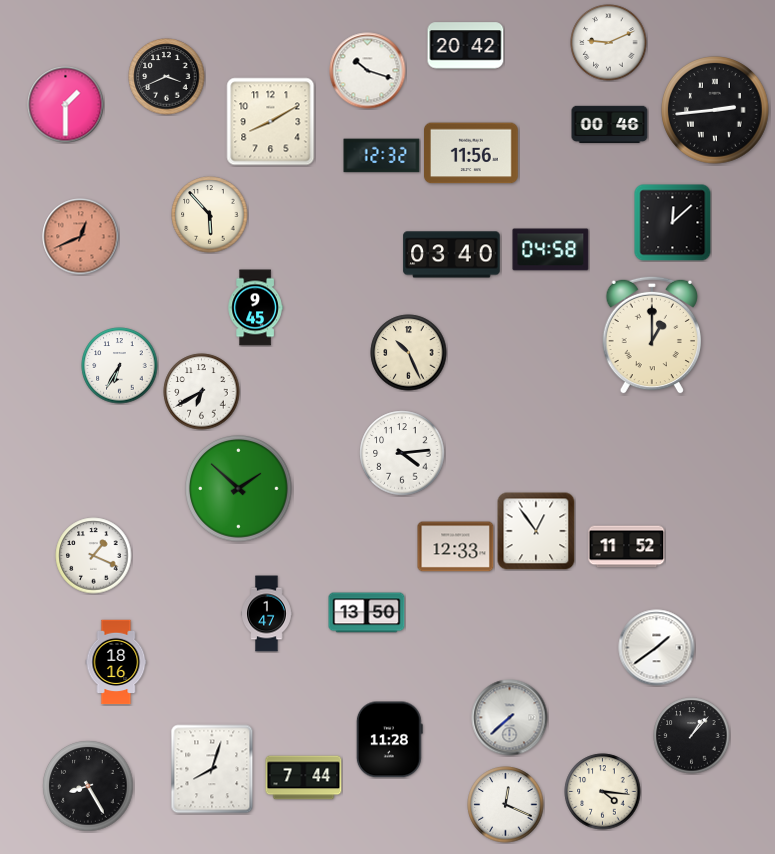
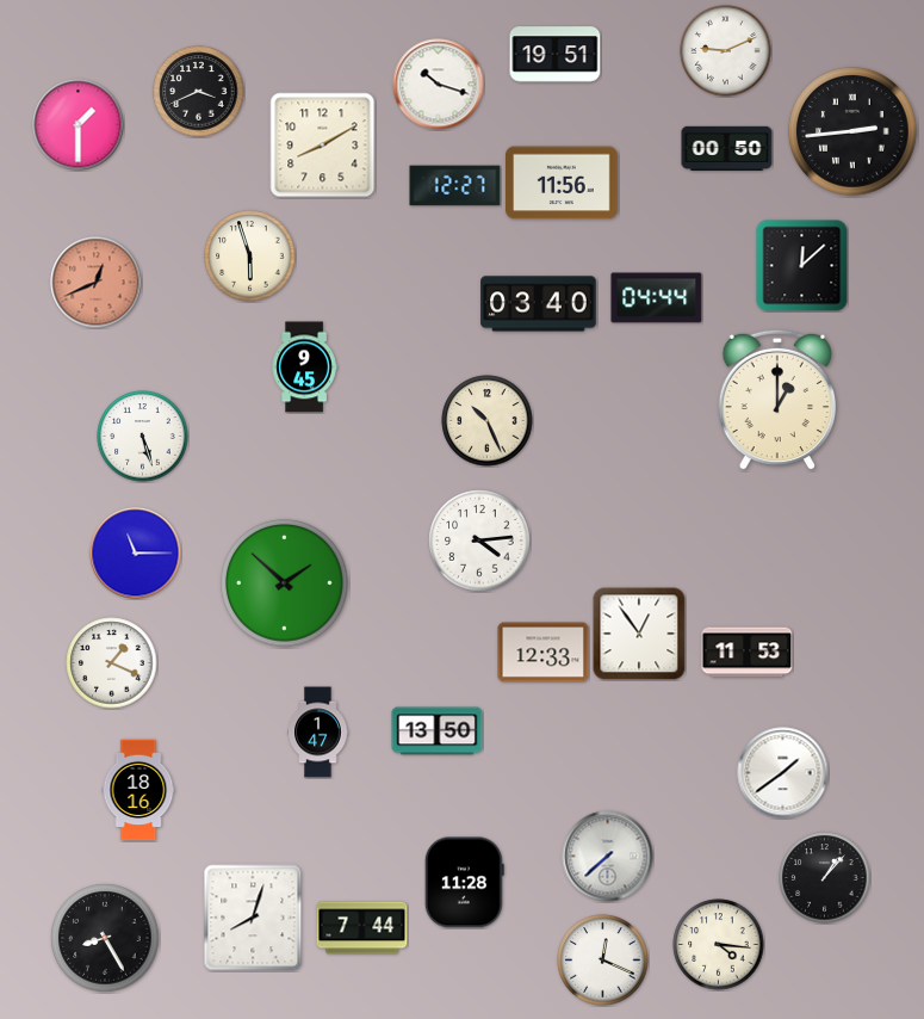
clock at (466, 46): 20:42 -> 19:51
clock at (610, 124): 00:46 -> 00:50
clock at (382, 156): 12:32 -> 12:27
clock at (210, 215): 5:53 -> 5:57
clock at (551, 250): 04:58 -> 04:44
clock at (120, 366): 6:35 -> 5:27
clock at (202, 392): 6:40 -> none
clock at (136, 554): none -> 11:15
clock at (627, 547): 11:52 -> 11:53
